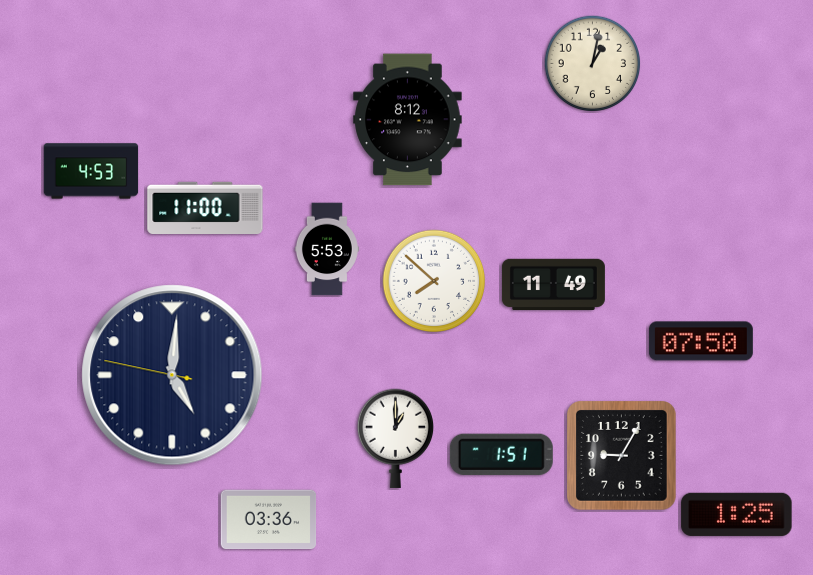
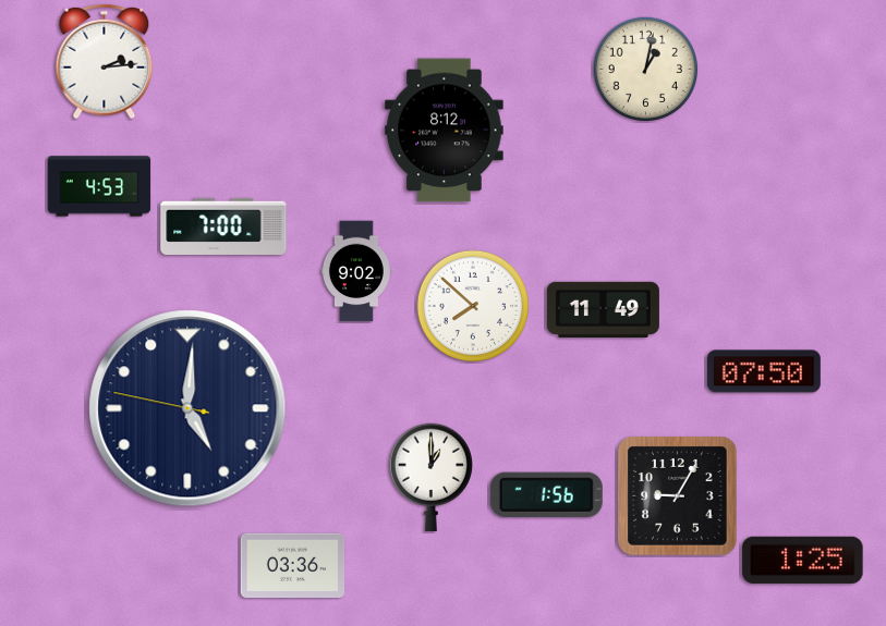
clock at (105, 62): none -> 2:14
clock at (205, 207): 11:00 -> 7:00
clock at (327, 249): 5:53 -> 9:02
clock at (501, 454): 1:51 -> 1:56
